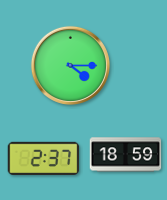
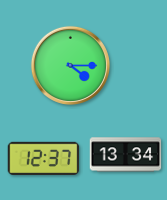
clock at (126, 155): 18:59 -> 13:34
clock at (44, 158): 2:37 -> 12:37
